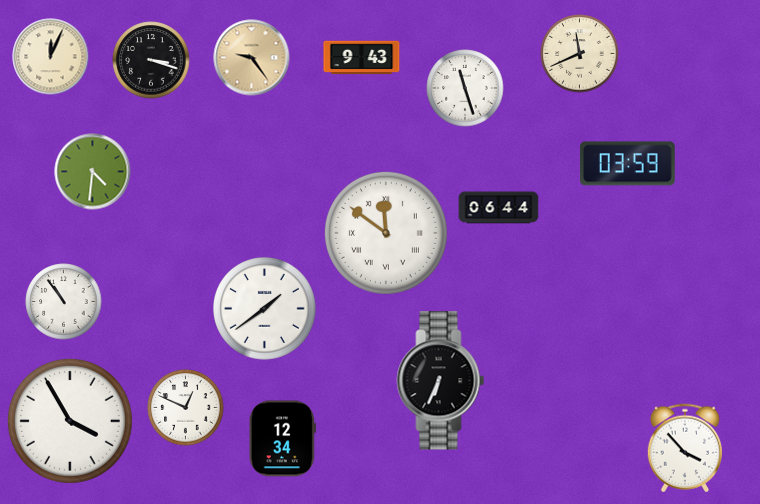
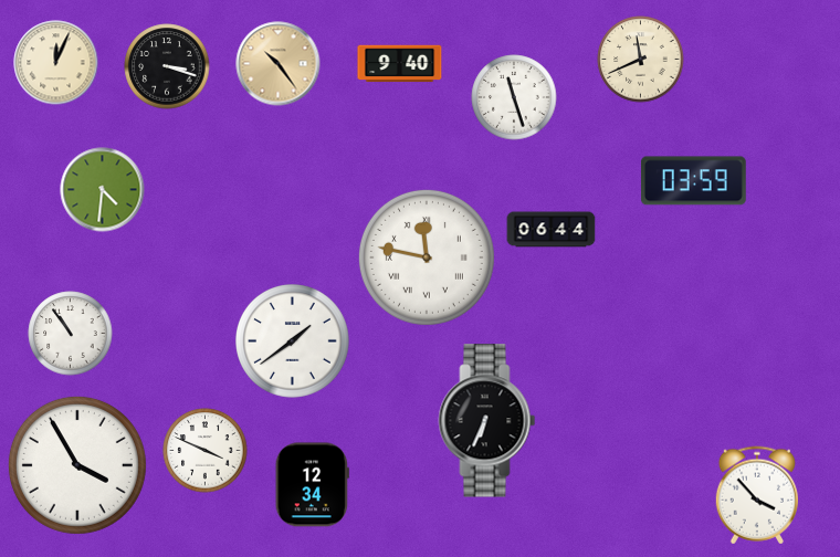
clock at (252, 58): 9:24 -> 10:24
clock at (362, 58): 9:43 -> 9:40
clock at (386, 233): 11:51 -> 11:47
clock at (186, 408): 12:49 -> 3:49
